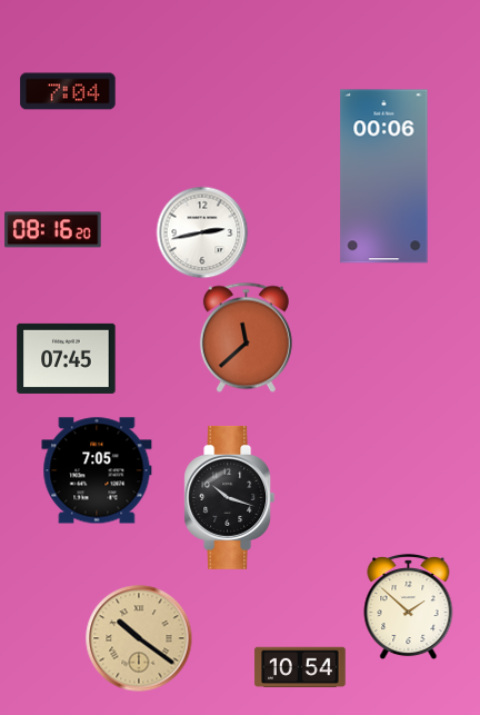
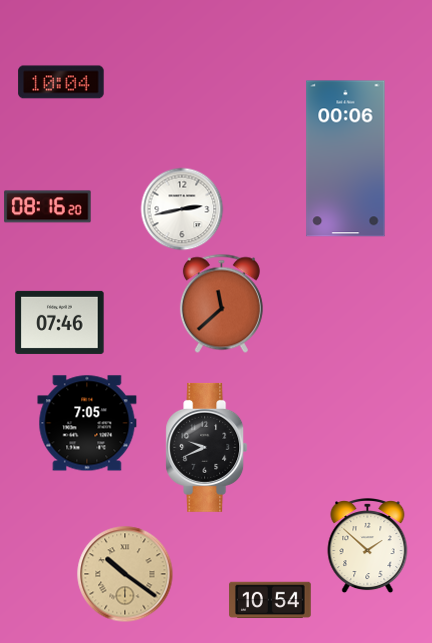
clock at (68, 91): 7:04 -> 10:04
clock at (67, 358): 07:45 -> 07:46
clock at (230, 497): 10:18 -> 9:41
